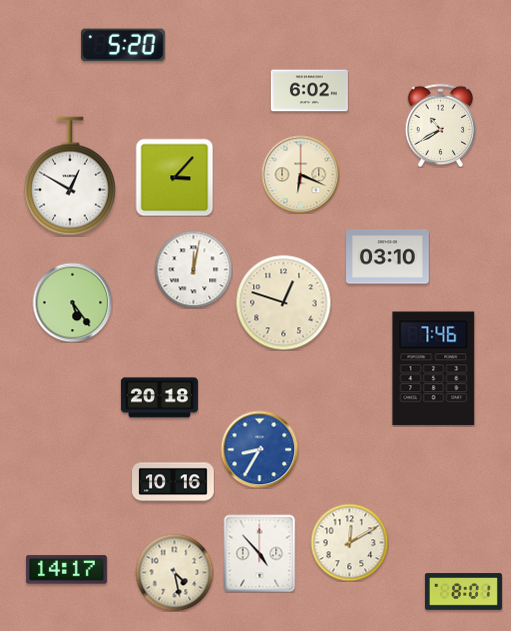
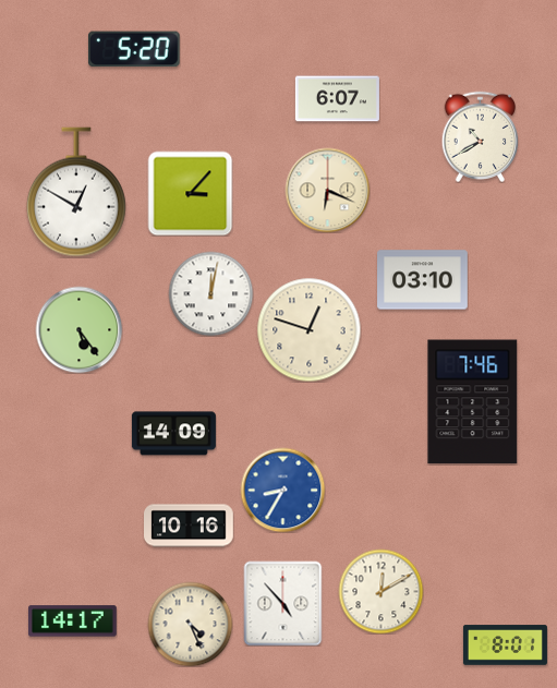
clock at (309, 91): 6:02 -> 6:07
clock at (159, 398): 20:18 -> 14:09
clock at (174, 572): 4:28 -> 4:26
